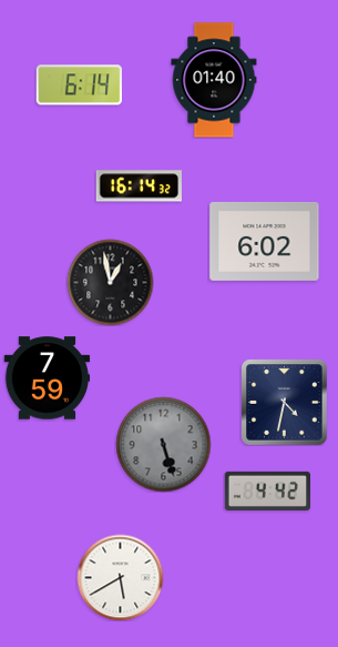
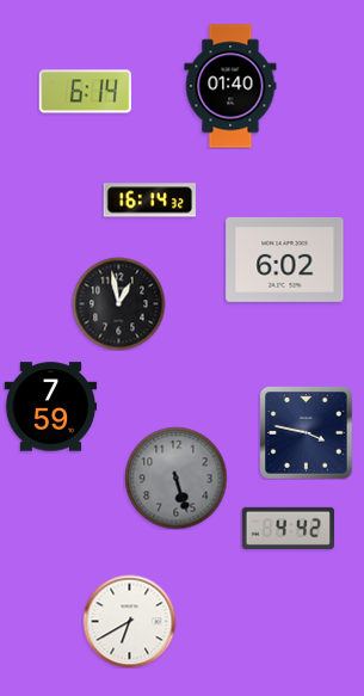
clock at (284, 402): 4:32 -> 3:47
clock at (120, 577): 5:40 -> 6:40
